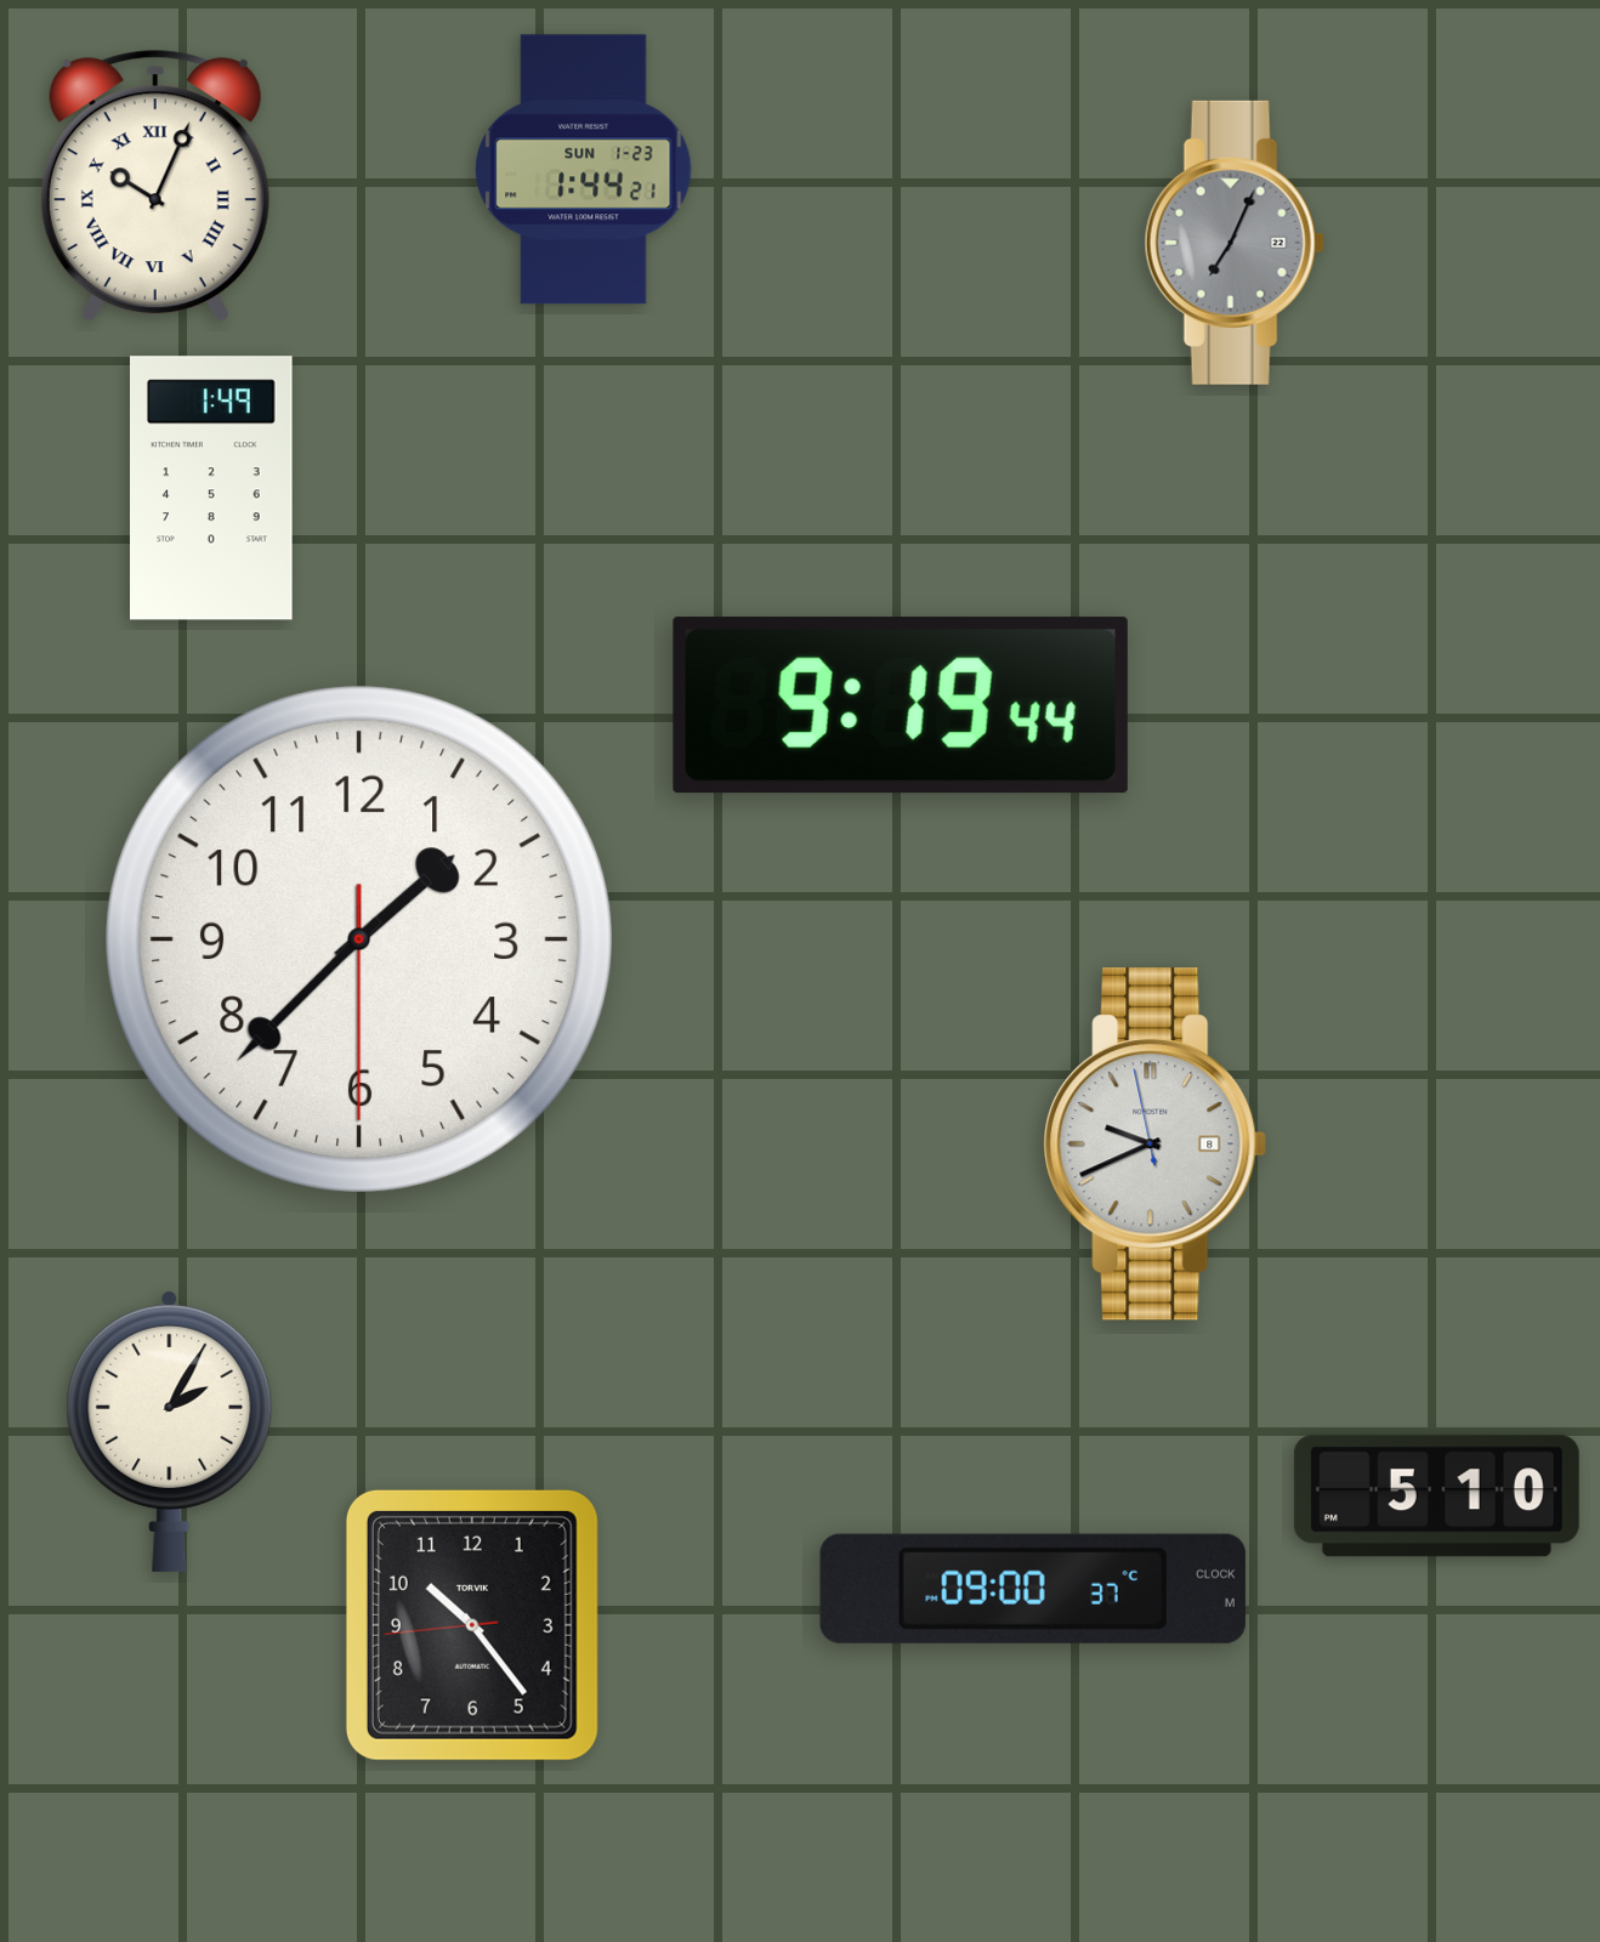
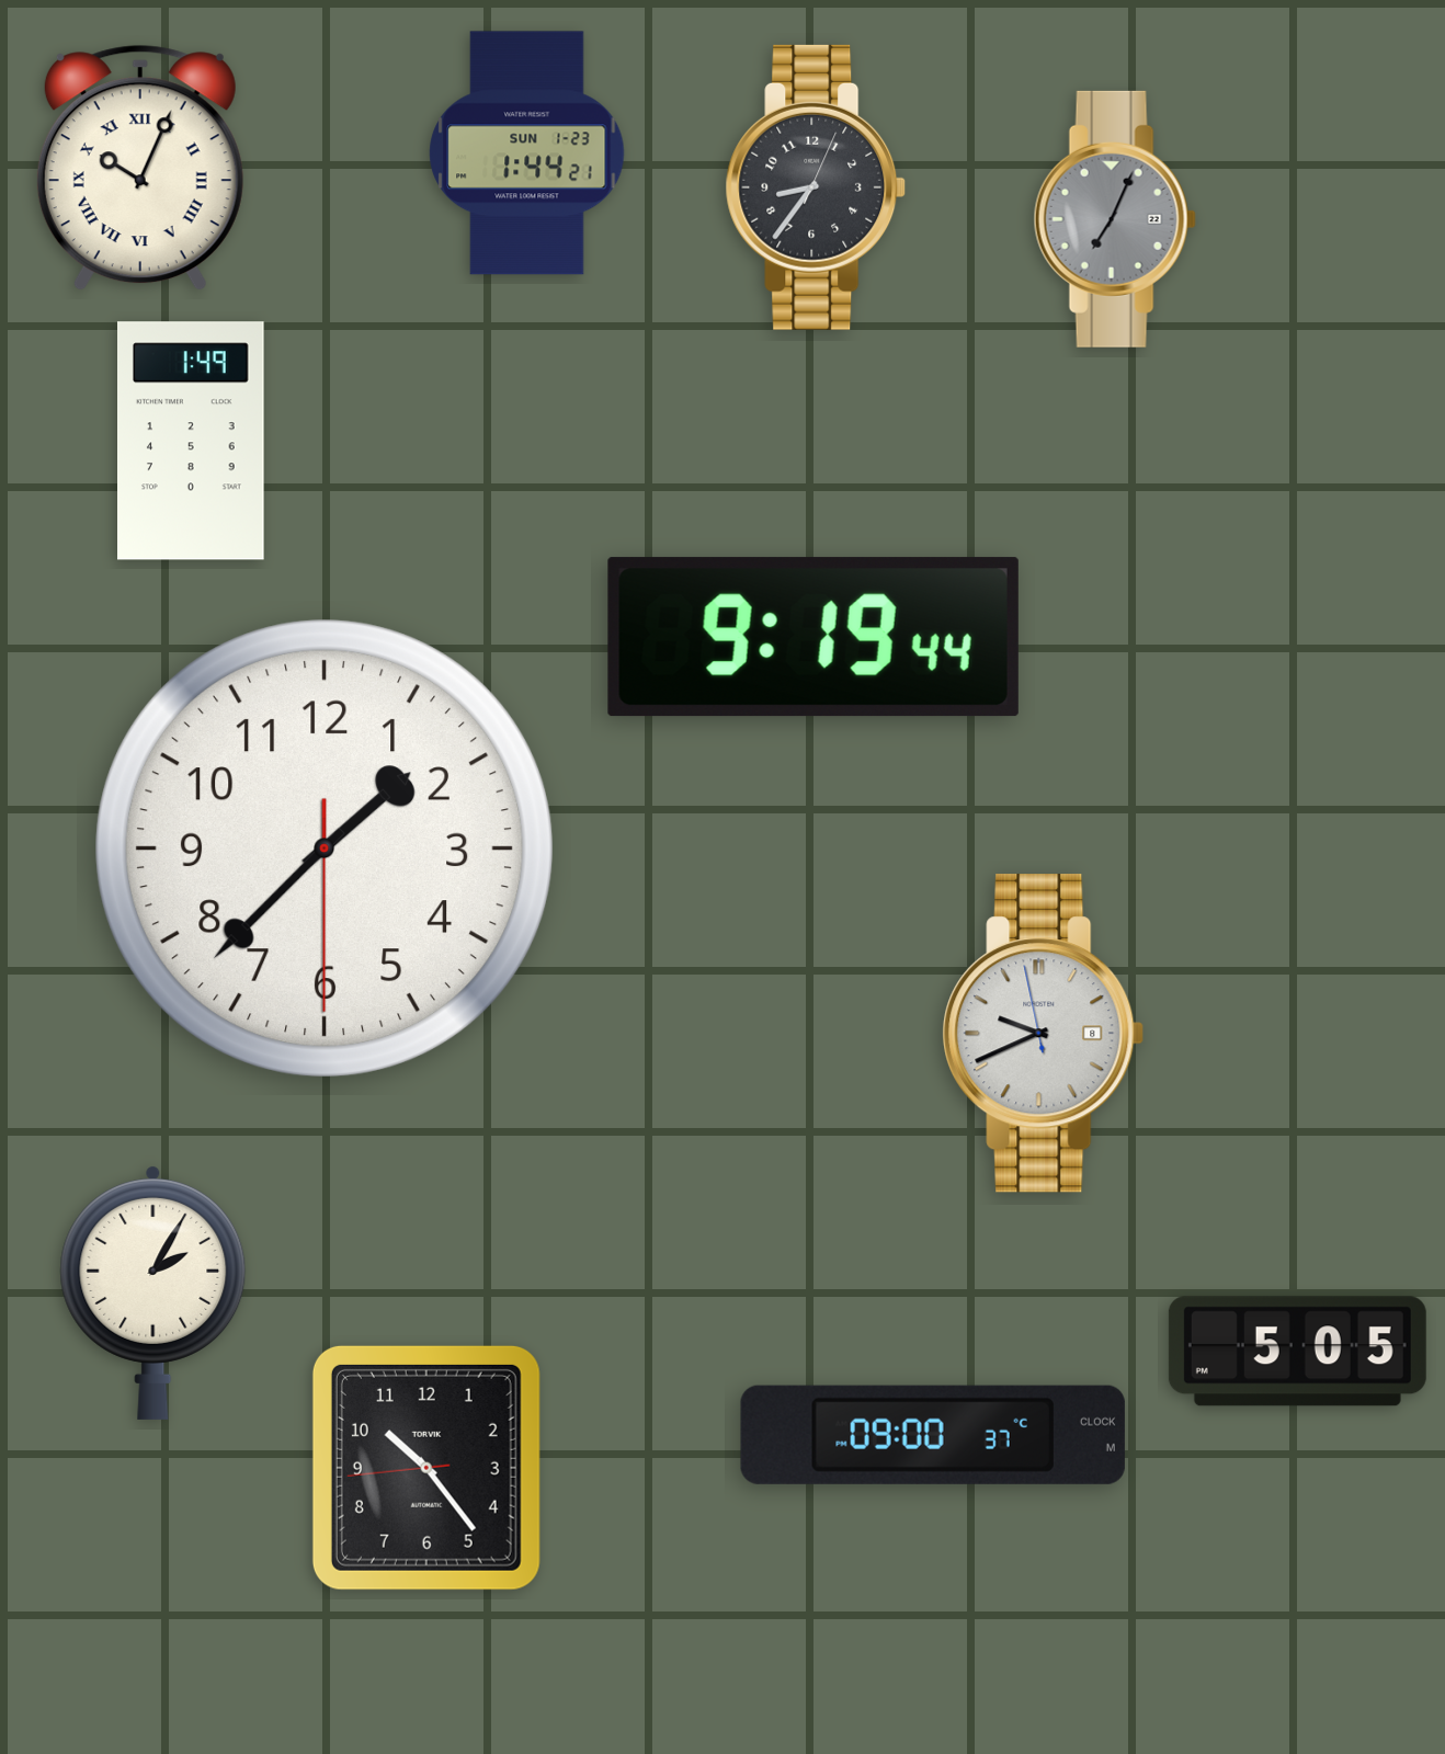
clock at (816, 187): none -> 8:36
clock at (1436, 1497): 5:10 -> 5:05
